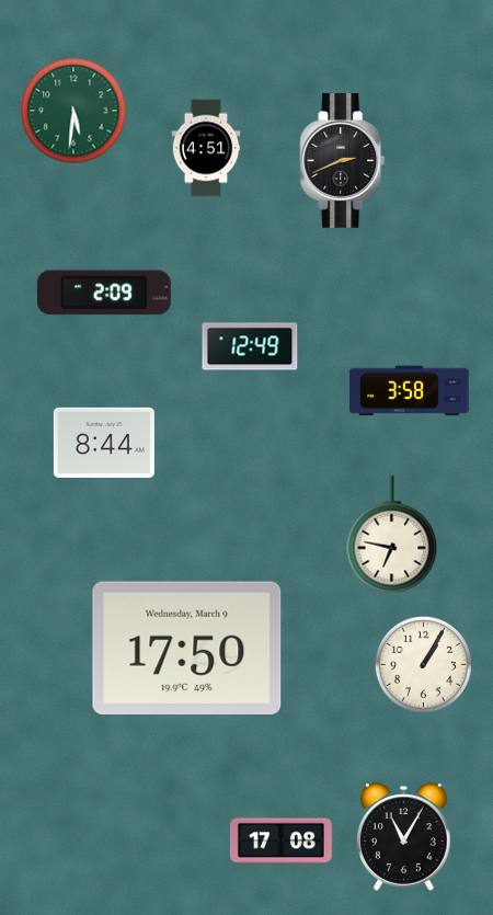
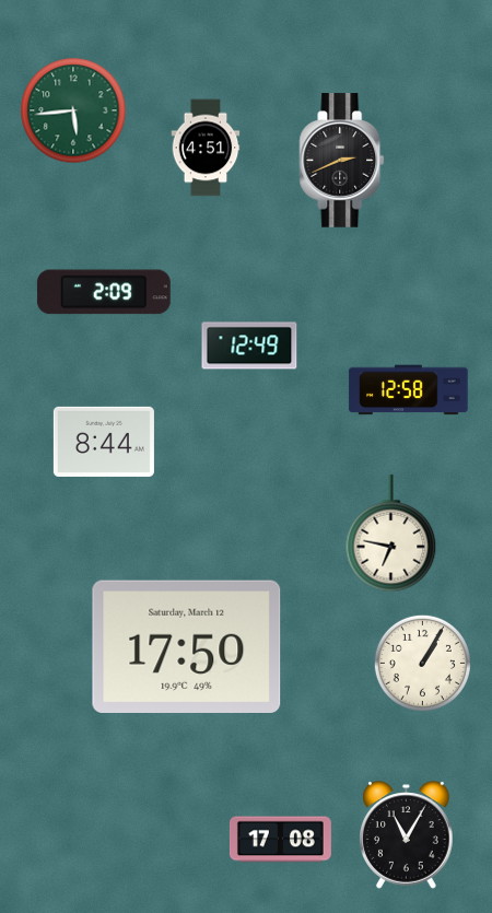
clock at (73, 111): 5:31 -> 5:44
clock at (410, 391): 3:58 -> 12:58
clock at (187, 648) date: Wednesday, March 9 -> Saturday, March 12
clock at (404, 837) position: (404, 837) -> (407, 835)
